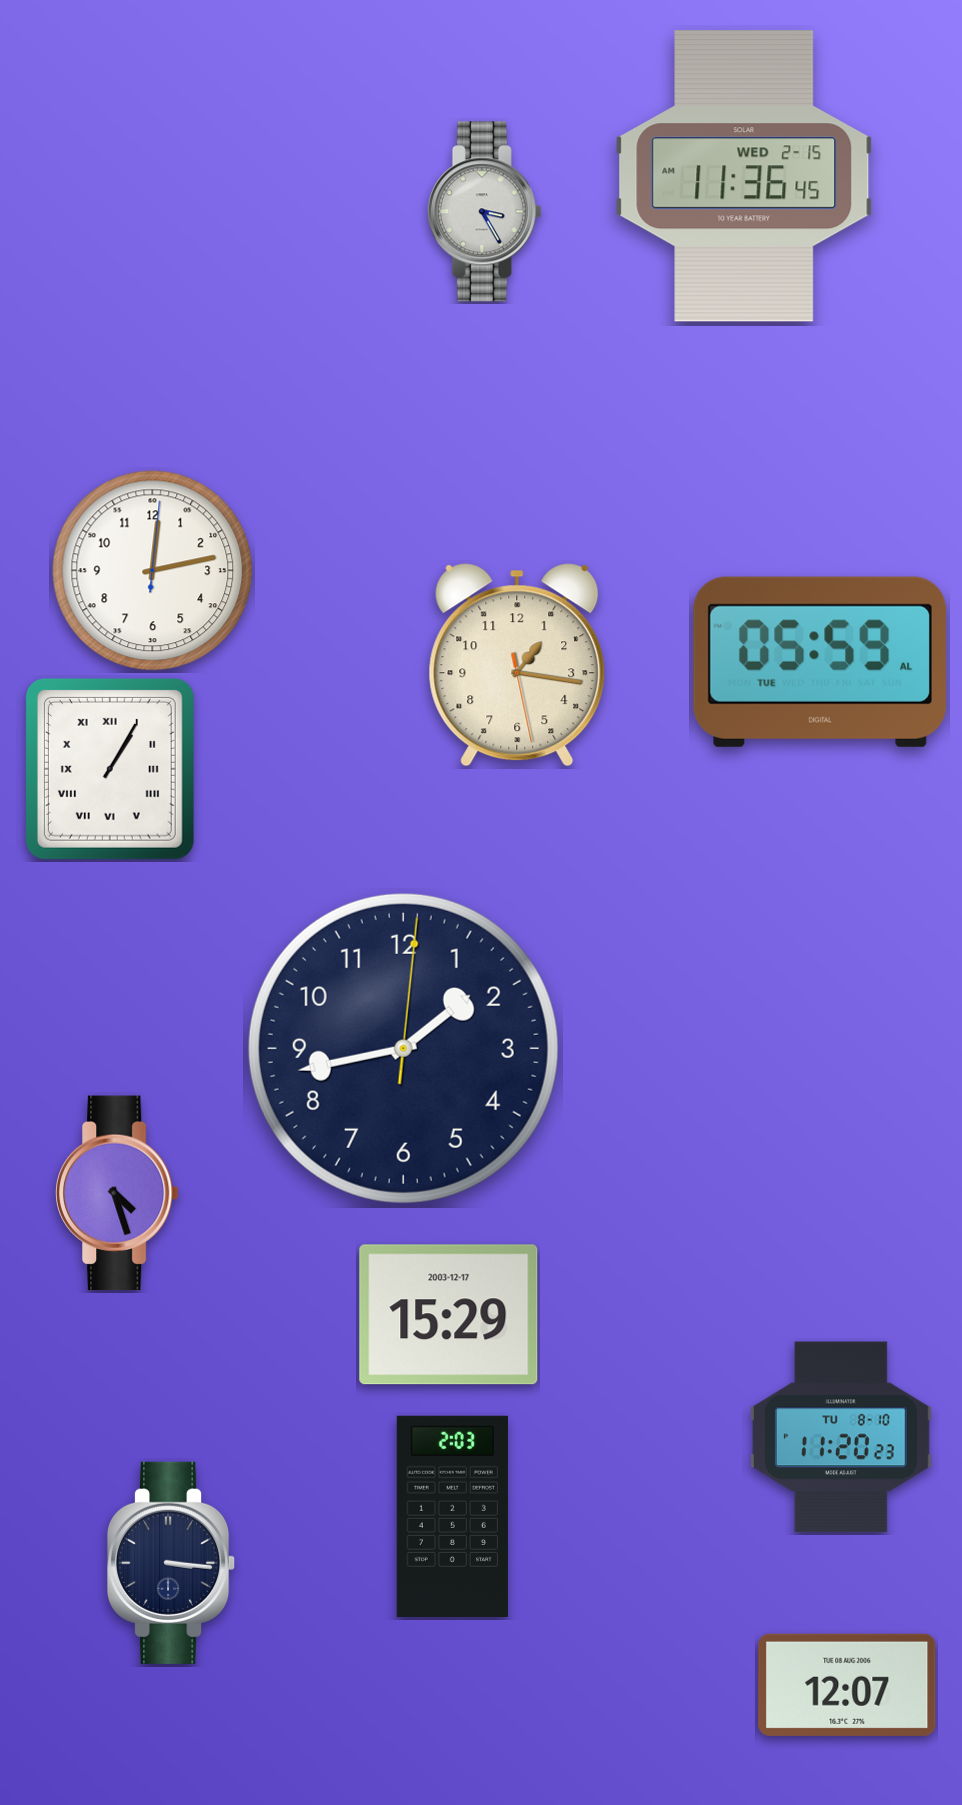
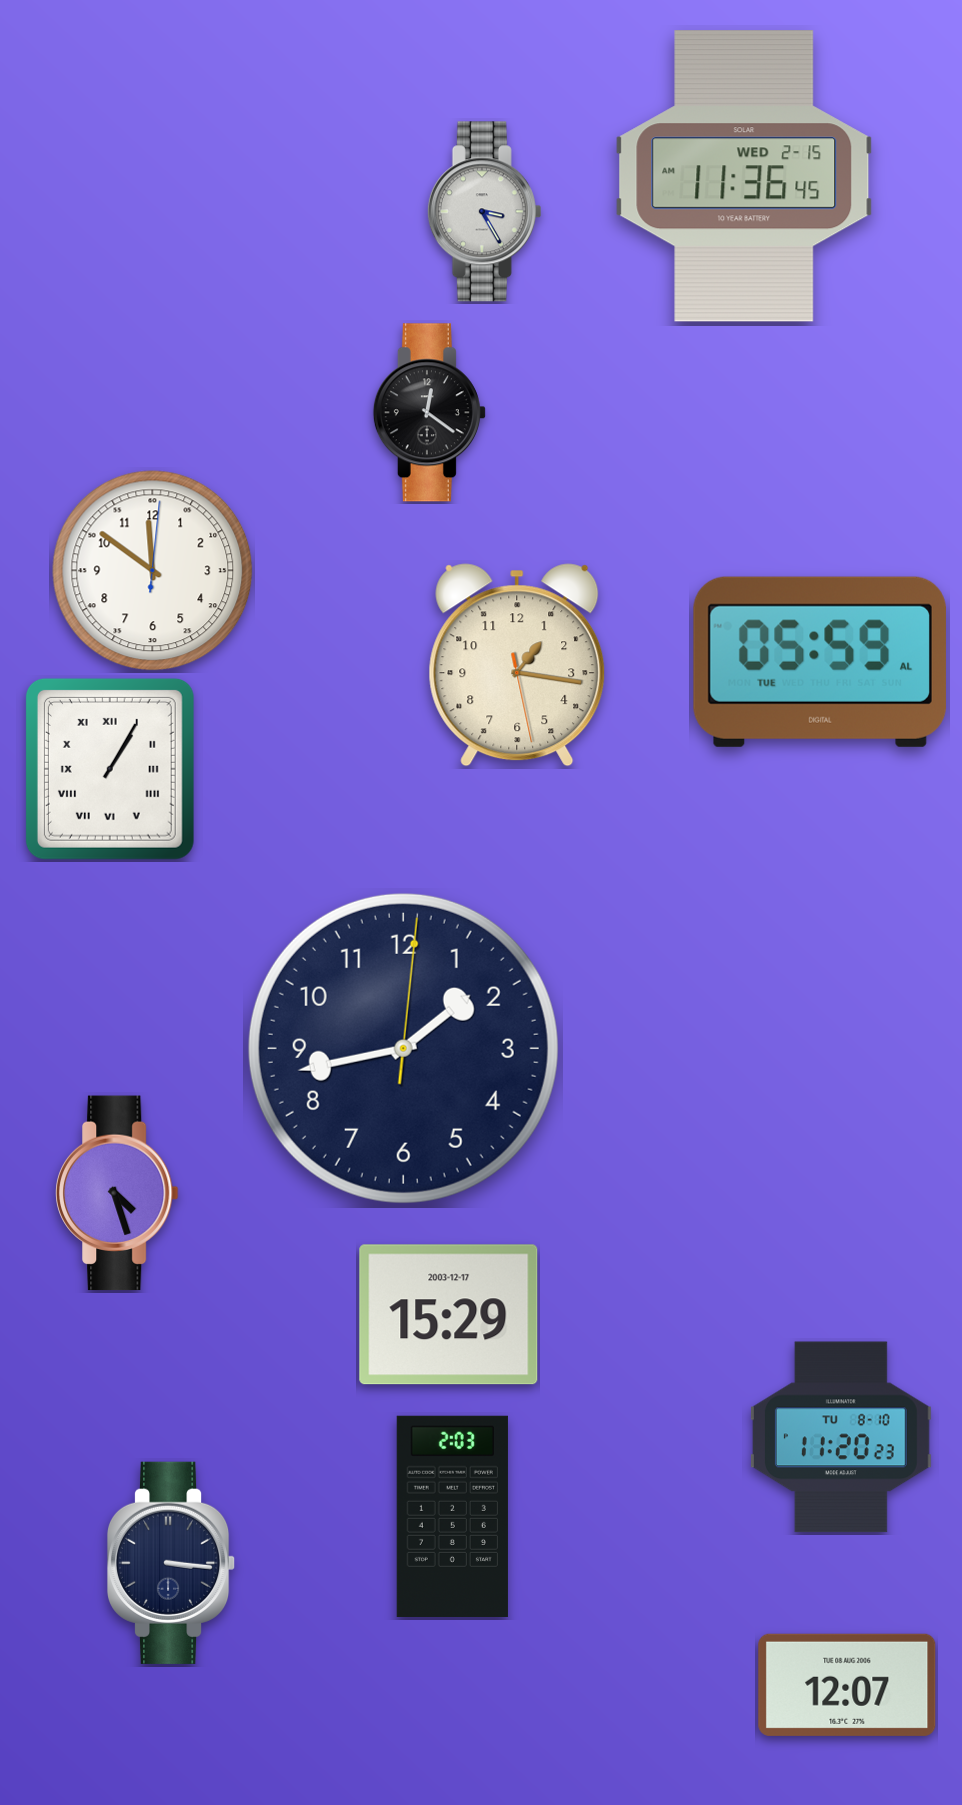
clock at (429, 413): none -> 12:21
clock at (153, 571): 12:13 -> 11:51
